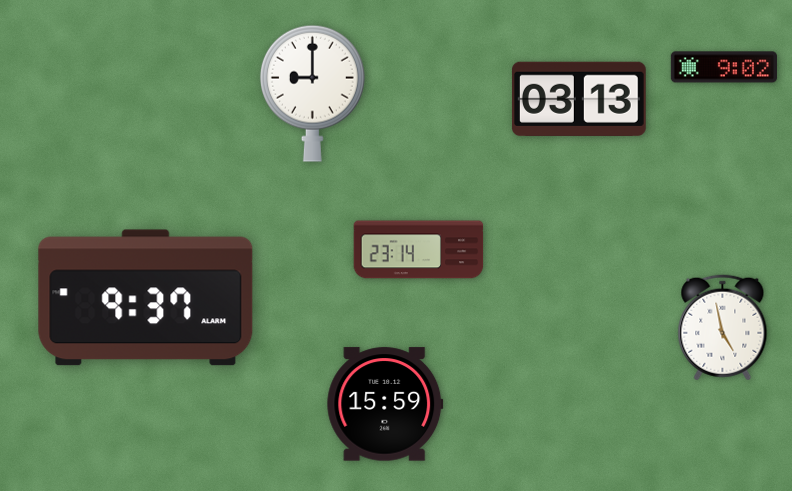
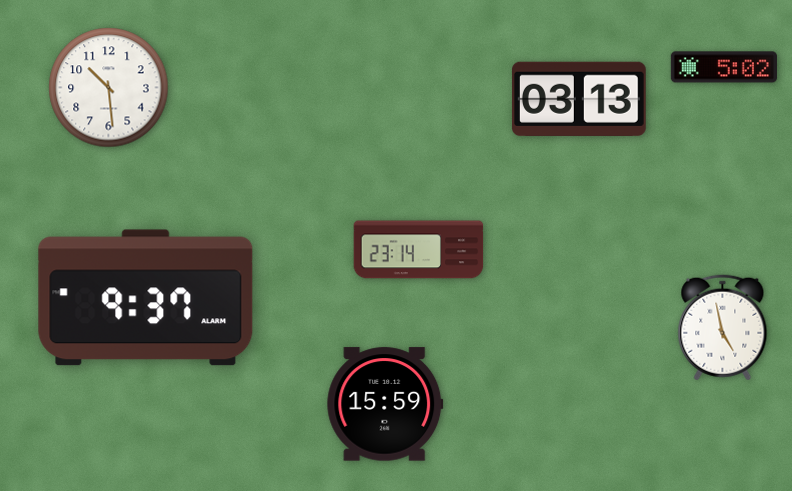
clock at (724, 67): 9:02 -> 5:02
clock at (109, 88): none -> 10:29
clock at (312, 93): 9:00 -> none
